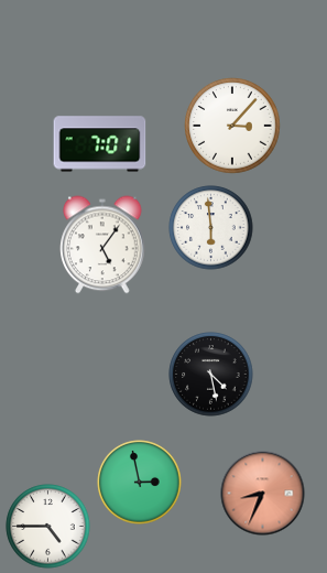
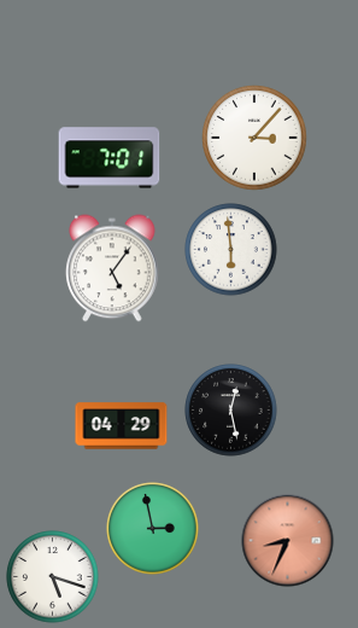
clock at (211, 375): 4:28 -> 12:28
clock at (122, 426): none -> 04:29
clock at (48, 527): 4:45 -> 5:18
